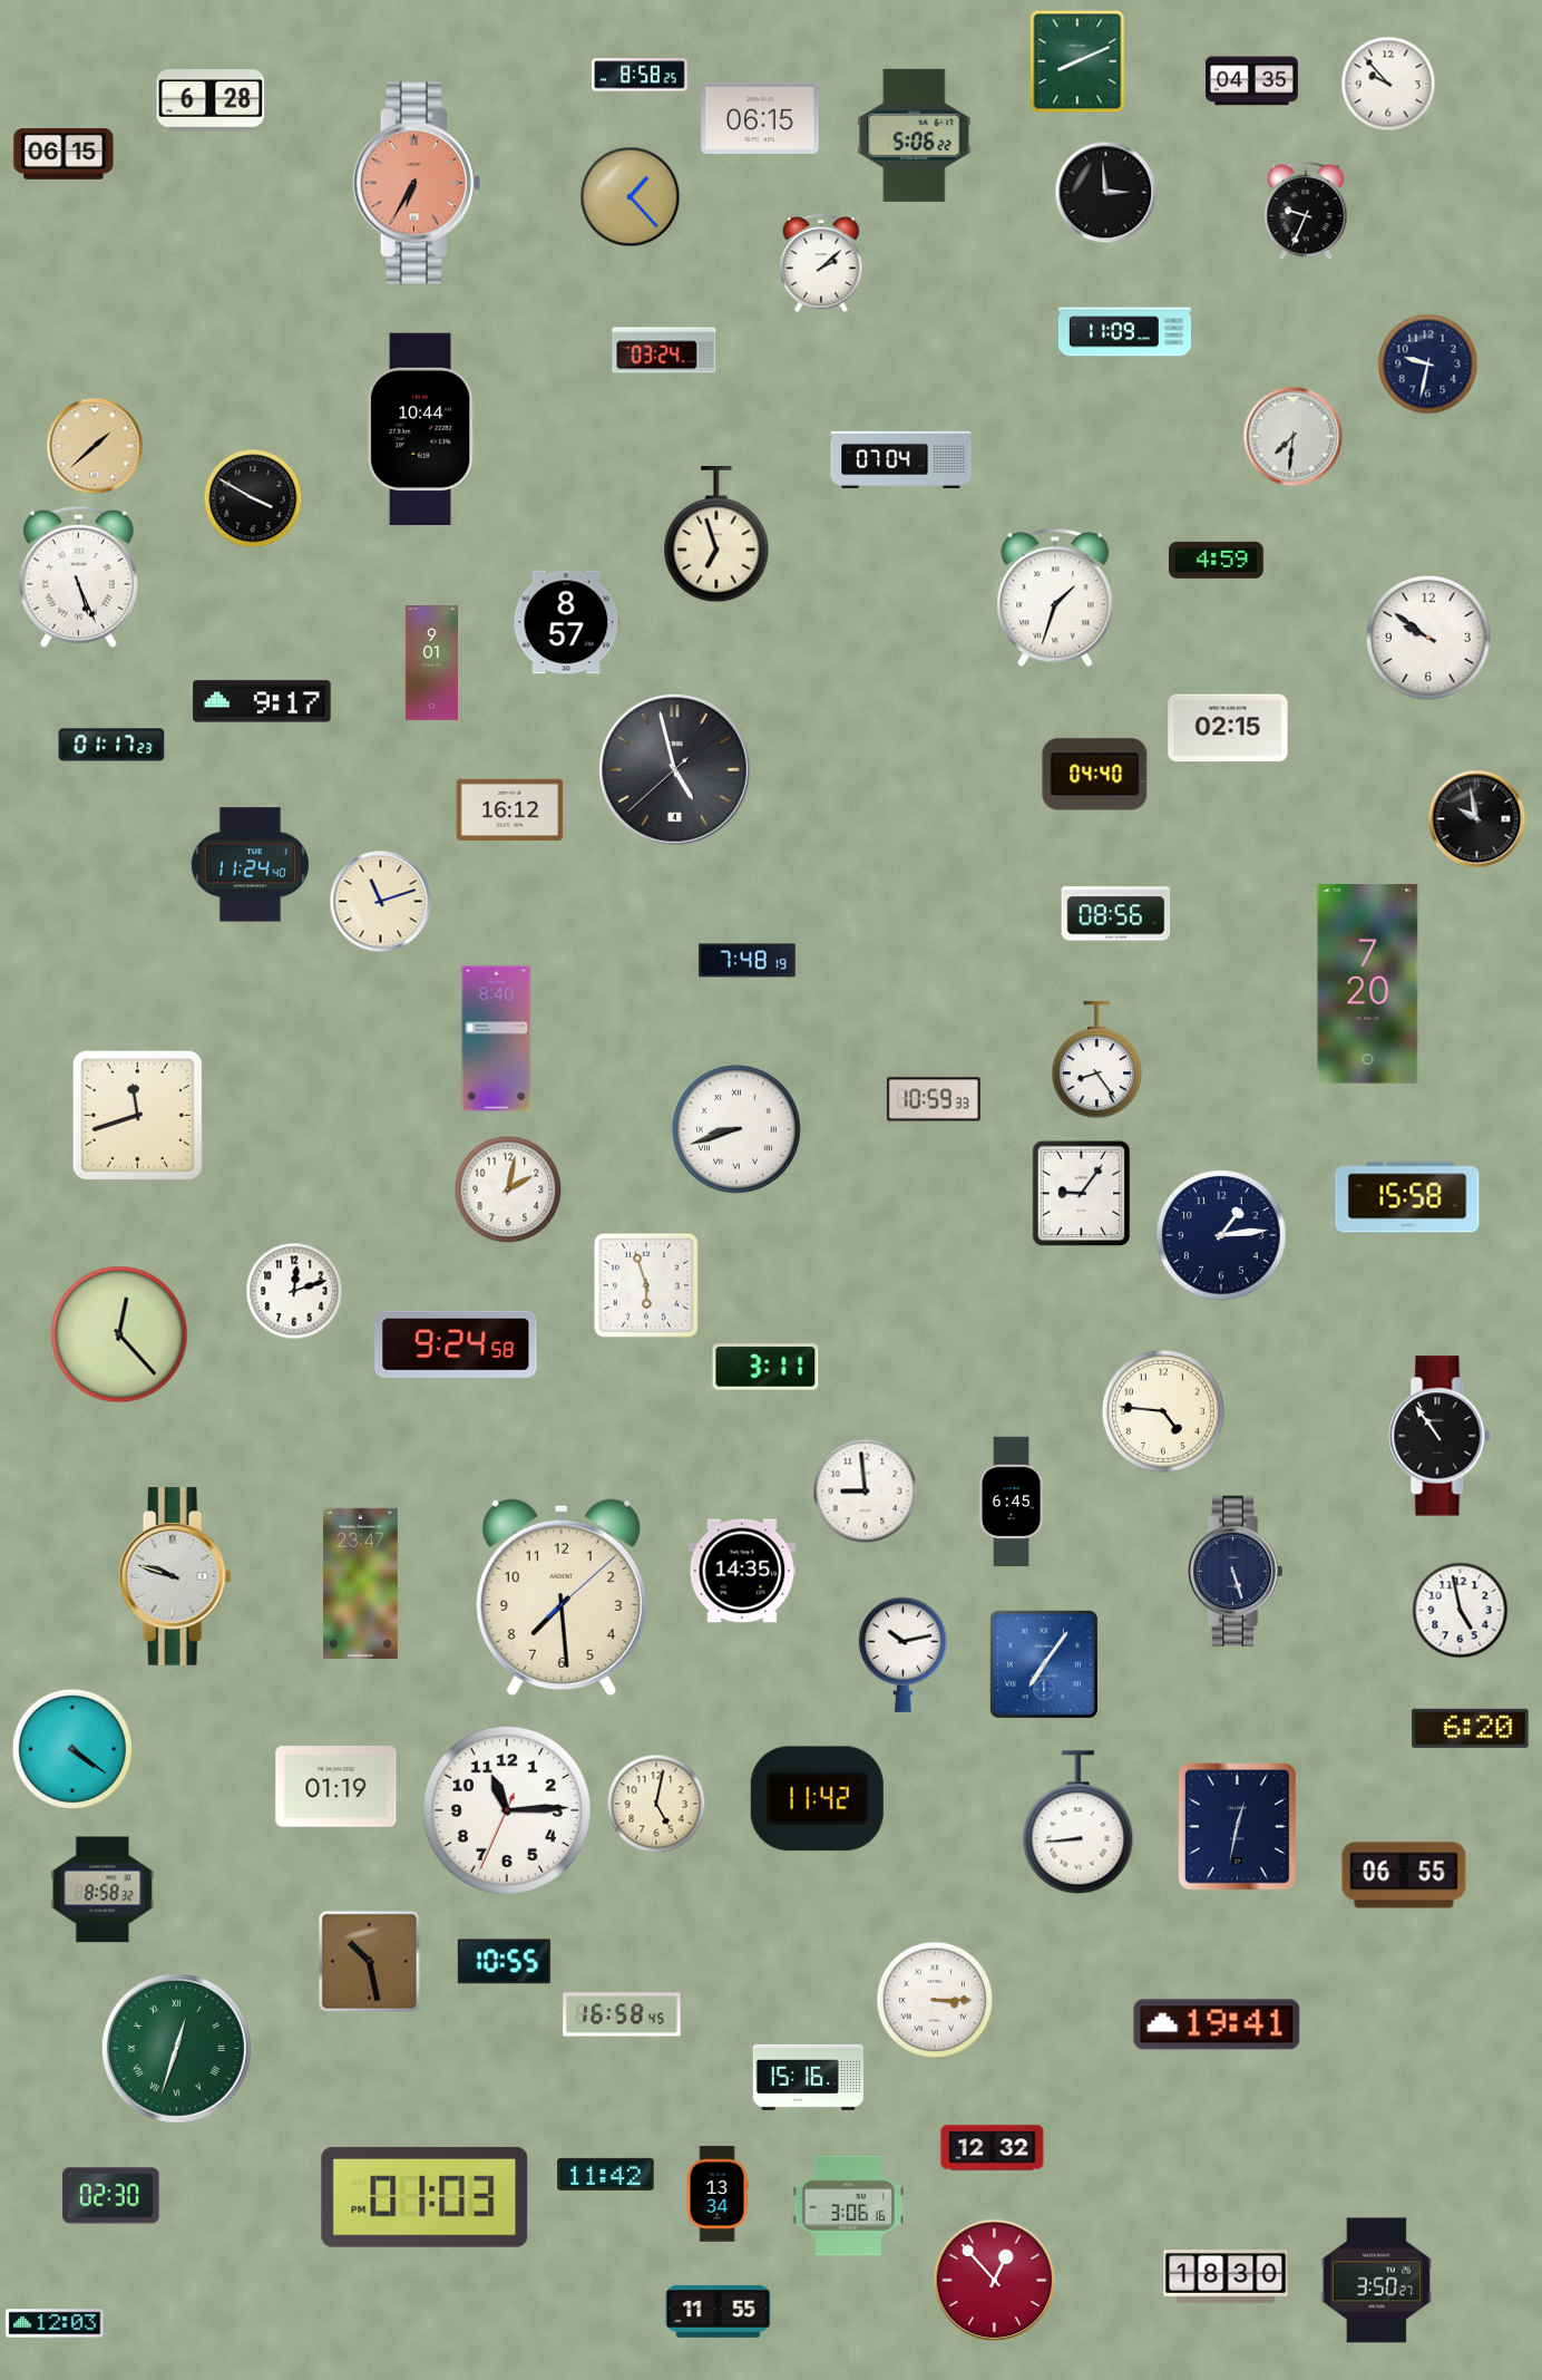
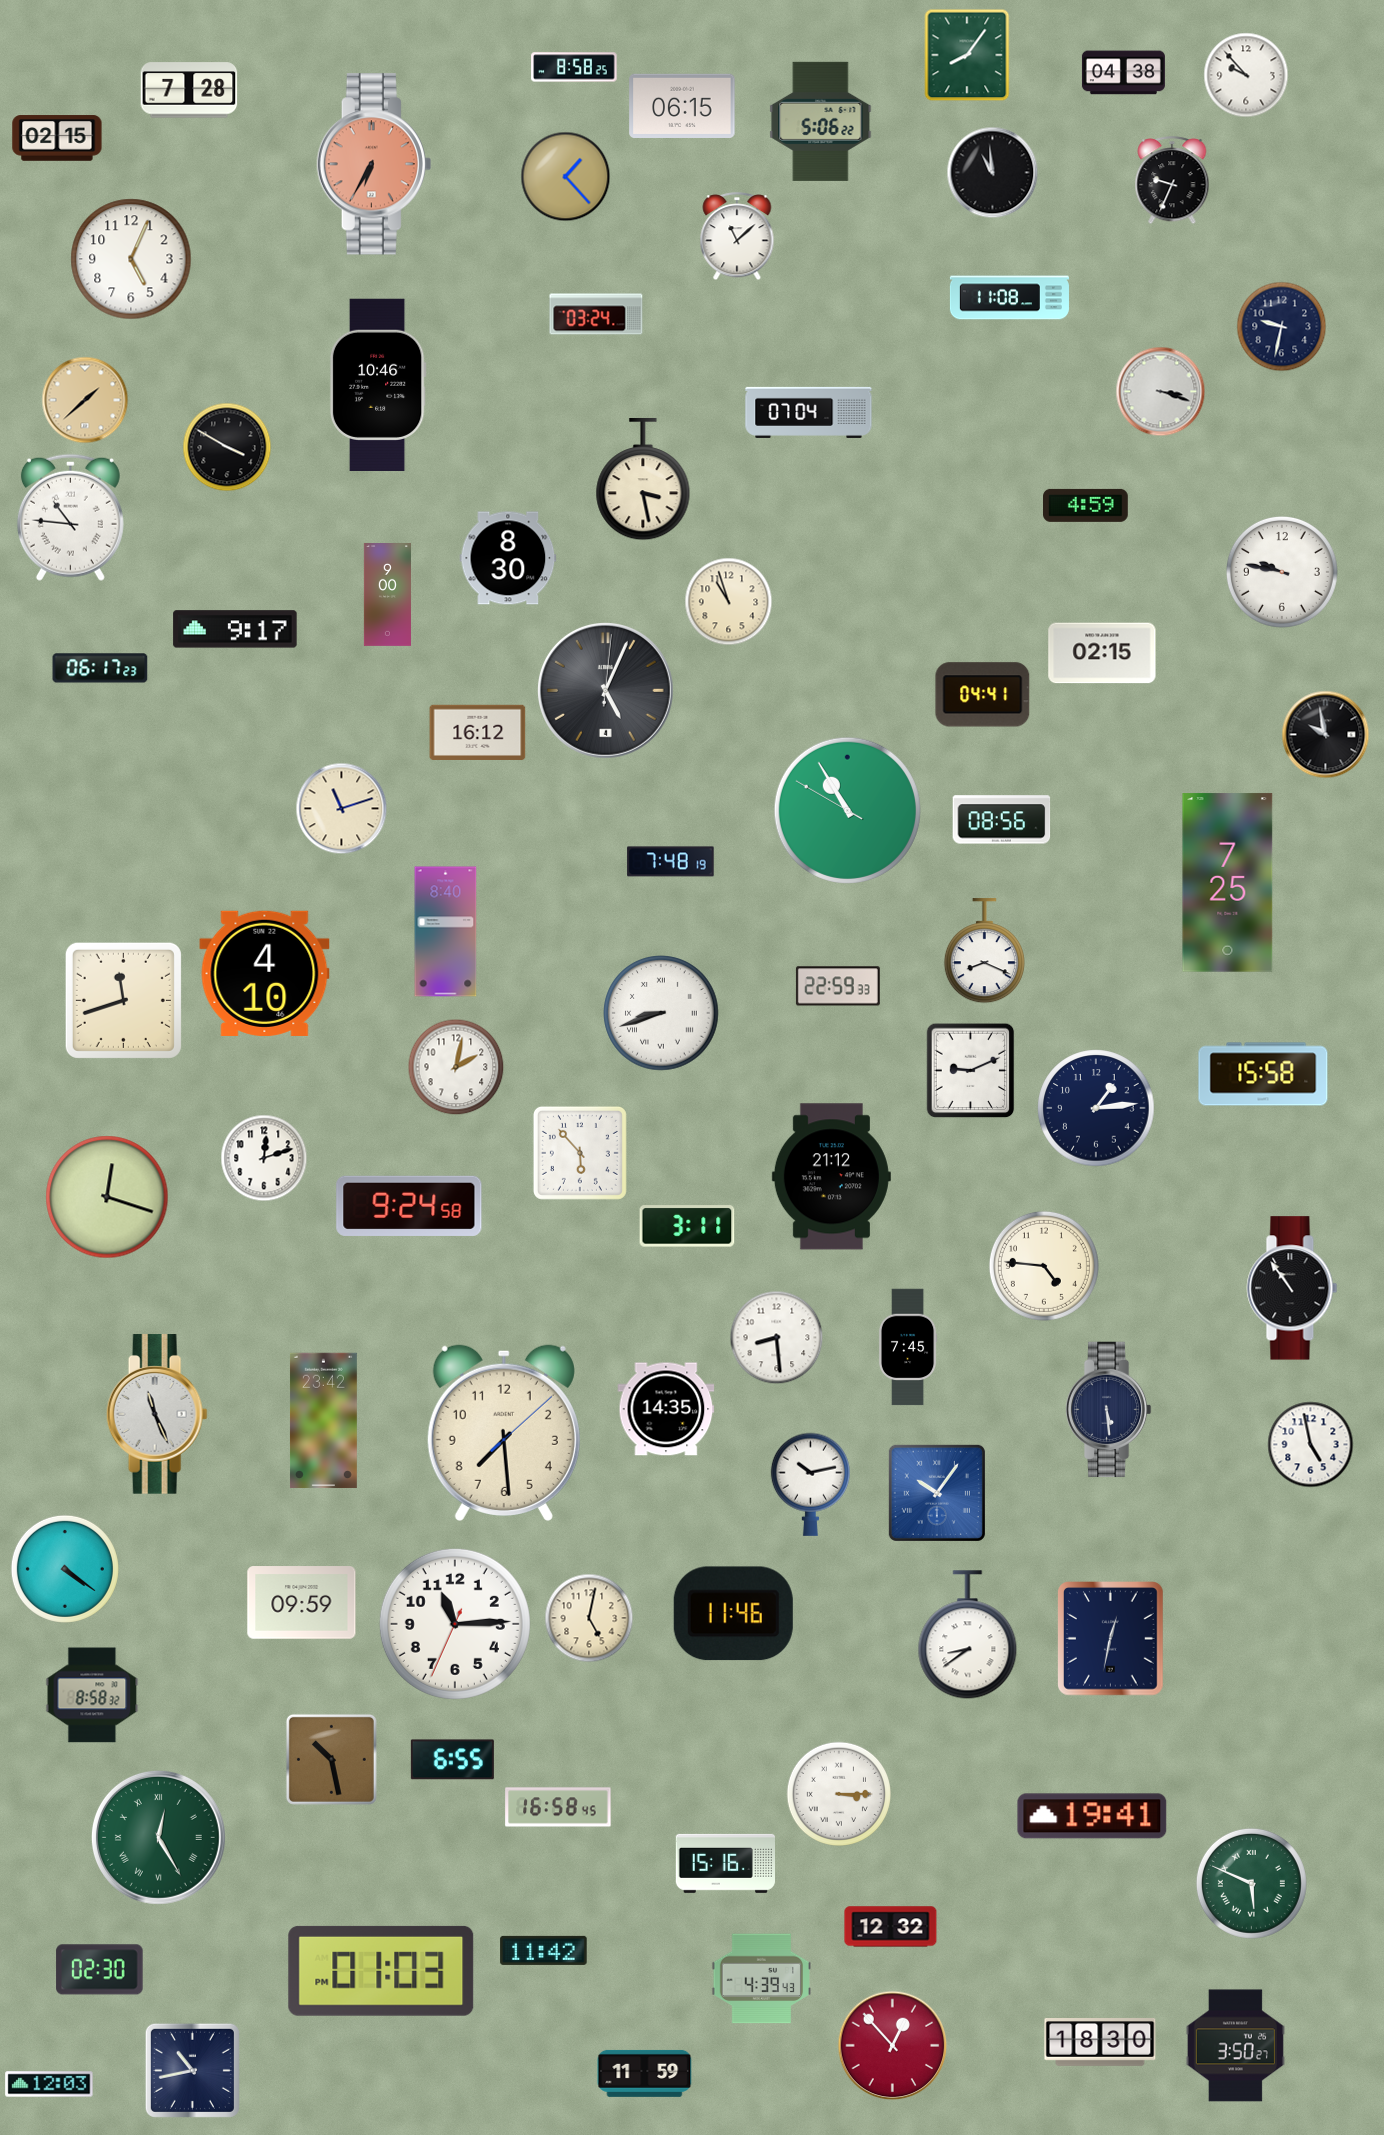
clock at (1077, 61): 8:11 -> 8:06
clock at (1251, 81): 04:35 -> 04:38
clock at (211, 100): 6:28 -> 7:28
clock at (64, 154): 06:15 -> 02:15
clock at (1106, 193): 2:59 -> 10:59
clock at (1306, 212) position: (1306, 212) -> (1172, 181)
clock at (821, 264): 2:08 -> 11:08
clock at (131, 259): none -> 5:04
clock at (1124, 332): 11:09 -> 11:08
clock at (421, 428): 10:44 -> 10:46
clock at (1294, 437): 7:31 -> 3:18
clock at (716, 535): 6:57 -> 3:28
clock at (1217, 560) position: (1217, 560) -> (1086, 505)
clock at (78, 576): 5:26 -> 10:46
clock at (1055, 598): 1:33 -> none
clock at (566, 622): 8:57 -> 8:30
clock at (1428, 638): 9:51 -> 9:47
clock at (431, 663): 9:01 -> 9:00
clock at (729, 602): none -> 10:57
clock at (111, 745): 01:17 -> 06:17
clock at (674, 769): 4:57 -> 5:04
clock at (1095, 775): 04:40 -> 04:41
clock at (510, 809) position: (510, 809) -> (478, 732)
clock at (250, 865): 11:24 -> none
clock at (847, 810): none -> 10:54
clock at (1368, 984): 7:20 -> 7:25
clock at (1096, 1060): 8:24 -> 8:19
clock at (265, 973): none -> 4:10
clock at (934, 1099): 10:59 -> 22:59
clock at (1082, 1194): 9:06 -> 9:11
clock at (646, 1285): 5:57 -> 5:53
clock at (831, 1177): none -> 21:12
clock at (119, 1334): 12:23 -> 12:18
clock at (866, 1492): 8:59 -> 8:29
clock at (1012, 1502): 6:45 -> 7:45
clock at (1234, 1572): 5:27 -> 5:29
clock at (175, 1576): 9:48 -> 11:26
clock at (360, 1584): 23:47 -> 23:42
clock at (1044, 1664): 7:06 -> 10:06
clock at (1471, 1728): 6:20 -> none
clock at (336, 1787): 01:19 -> 09:59
clock at (817, 1799): 11:42 -> 11:46
clock at (1079, 1823): 8:44 -> 8:39
clock at (1404, 1875): 06:55 -> none
clock at (504, 1962): 10:55 -> 6:55
clock at (176, 2048): 12:33 -> 12:25
clock at (1251, 1883): none -> 5:49
clock at (718, 2194): 13:34 -> none
clock at (848, 2206): 3:06 -> 4:39
clock at (192, 2070): none -> 10:43
clock at (719, 2311): 11:55 -> 11:59
